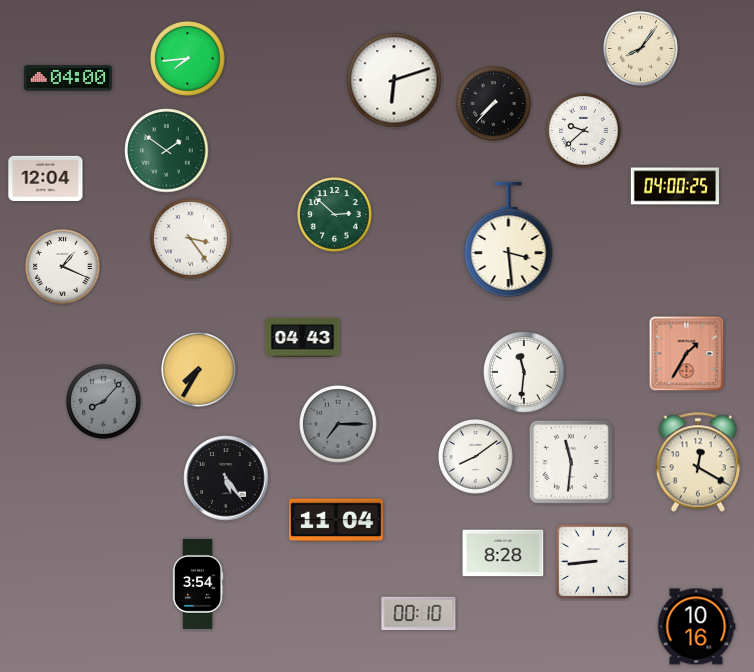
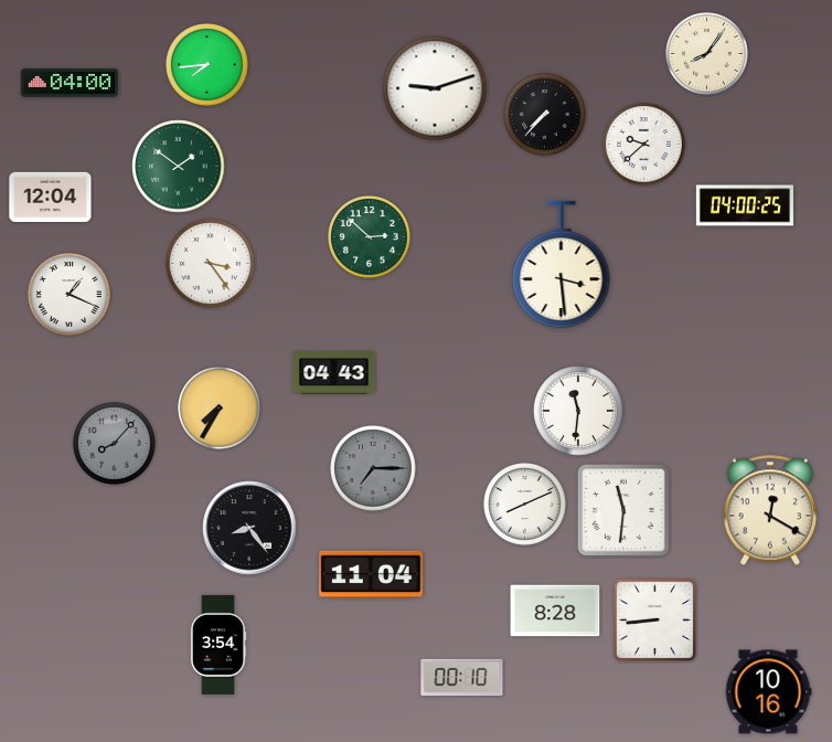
clock at (68, 78) position: (68, 78) -> (70, 83)
clock at (394, 80): 6:12 -> 9:12
clock at (167, 151) position: (167, 151) -> (179, 167)
clock at (687, 354): 1:35 -> none
clock at (476, 457): 8:09 -> 8:11
clock at (571, 462) position: (571, 462) -> (623, 510)
clock at (226, 478): 5:24 -> 8:24
